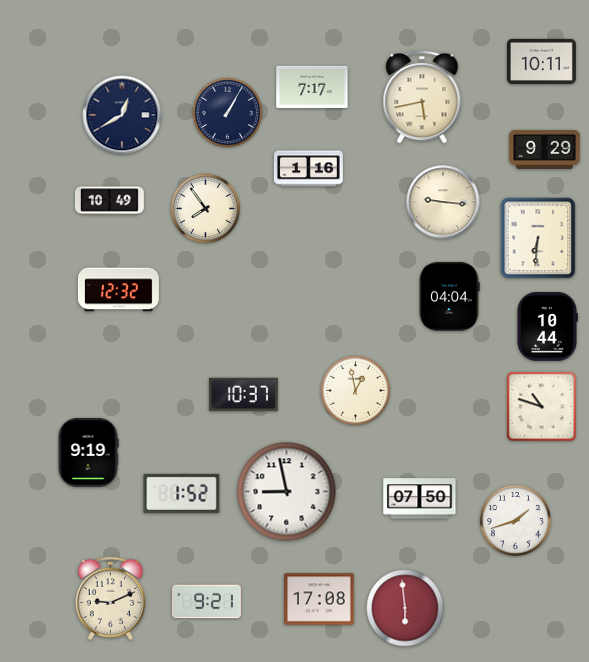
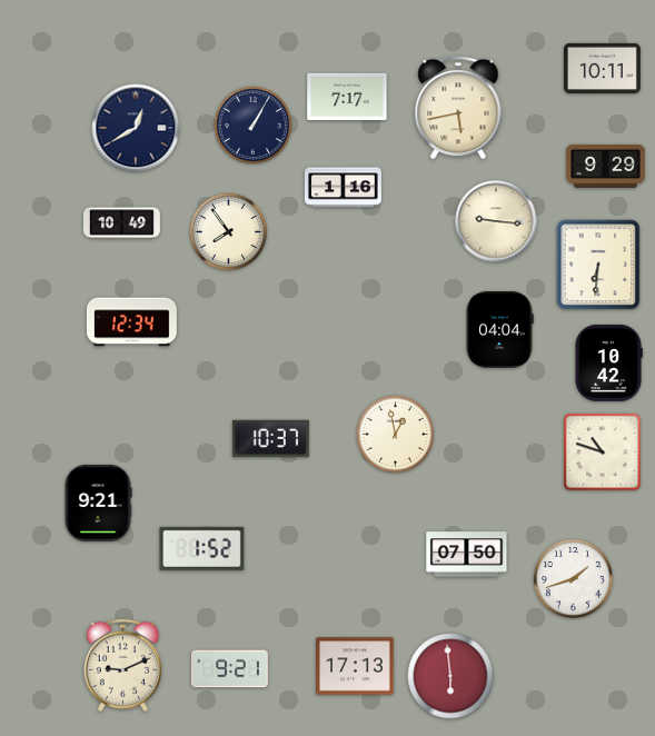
clock at (422, 97) position: (422, 97) -> (458, 108)
clock at (443, 202) position: (443, 202) -> (496, 221)
clock at (118, 290): 12:32 -> 12:34
clock at (547, 326): 10:44 -> 10:42
clock at (88, 452): 9:19 -> 9:21
clock at (287, 492): 8:58 -> none
clock at (319, 599): 17:08 -> 17:13
